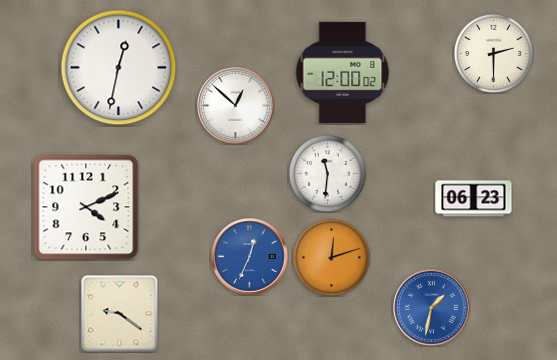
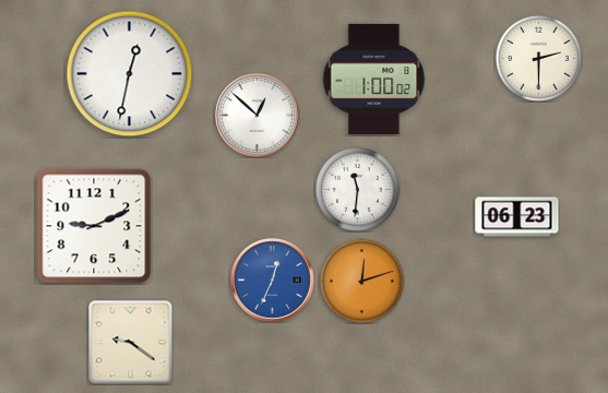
clock at (343, 72): 12:00 -> 1:00
clock at (86, 207): 4:11 -> 9:11
clock at (432, 308): 1:32 -> none
